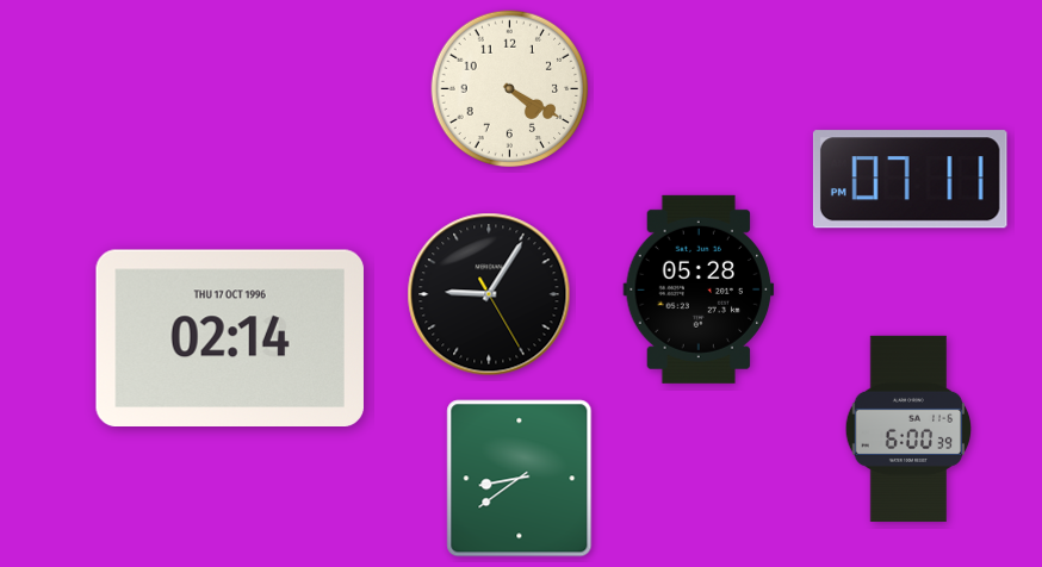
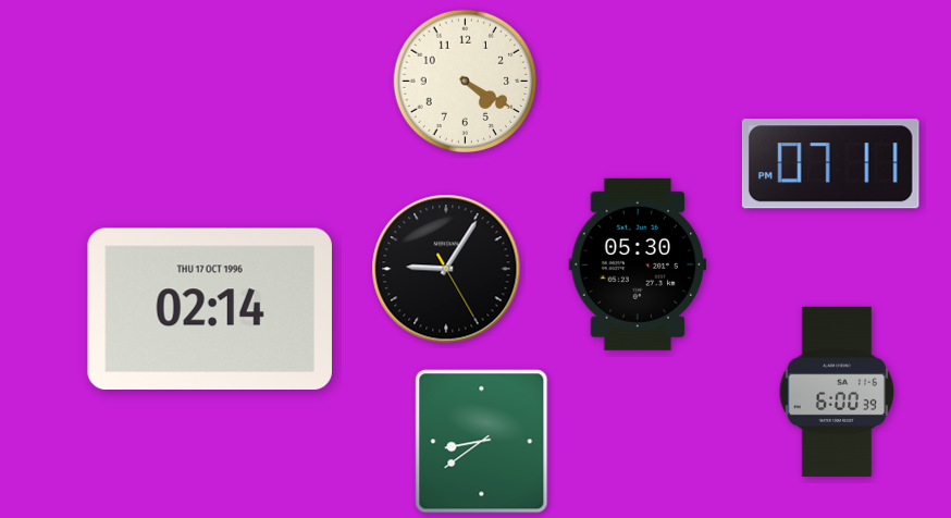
clock at (699, 289): 05:28 -> 05:30
clock at (908, 429) position: (908, 429) -> (837, 392)
clock at (520, 479) position: (520, 479) -> (482, 442)
